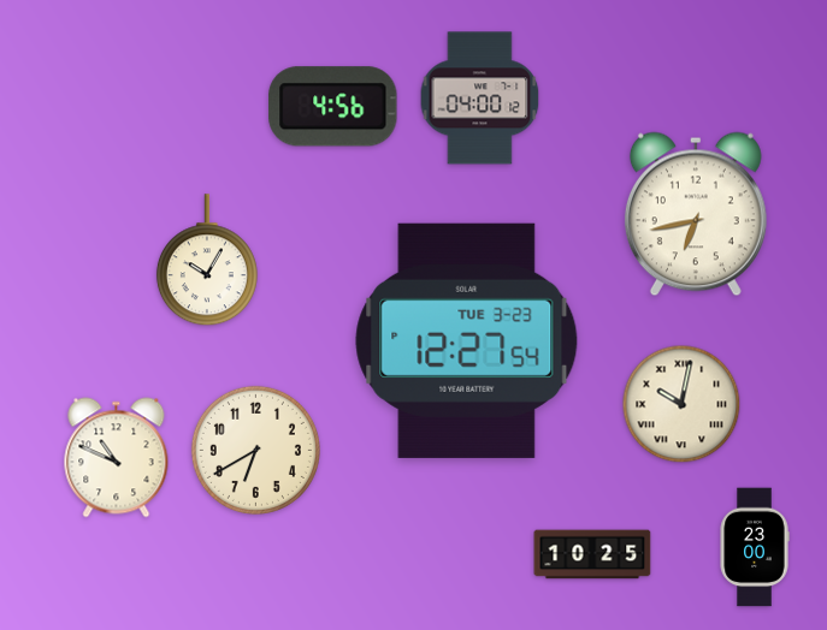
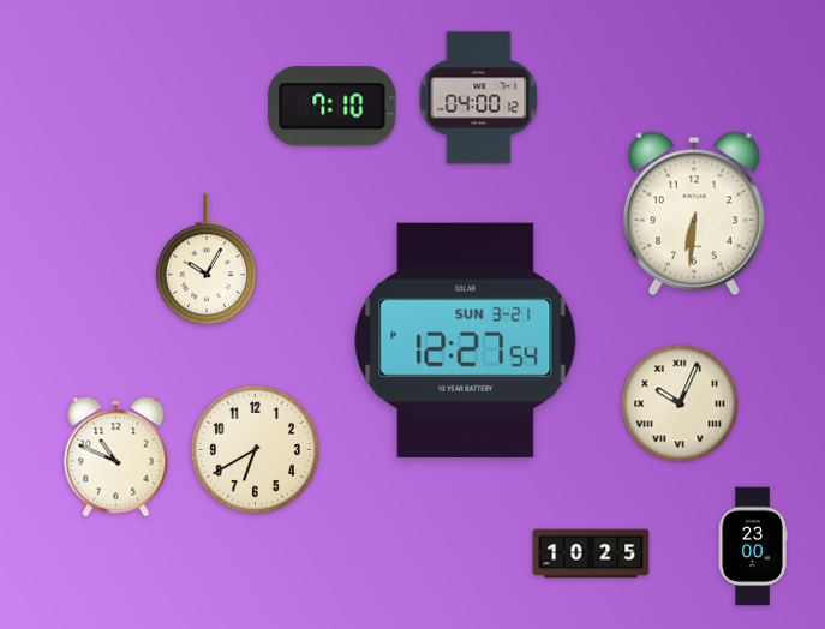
clock at (333, 107): 4:56 -> 7:10
clock at (696, 214): 6:43 -> 6:31
clock at (467, 340) date: TUE 3-23 -> SUN 3-21
clock at (681, 404): 10:02 -> 10:04
